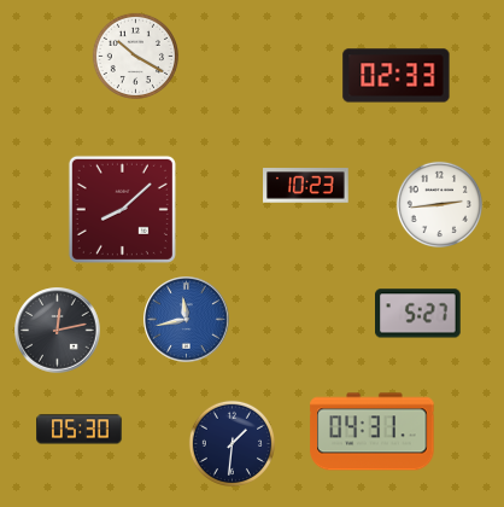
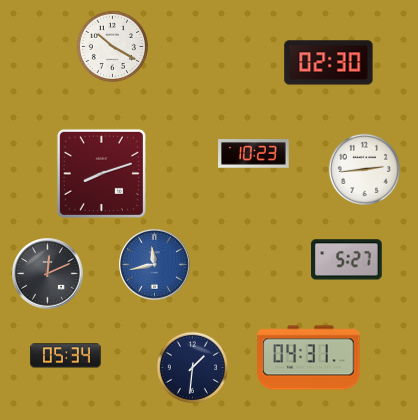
clock at (397, 76): 02:33 -> 02:30
clock at (122, 209): 8:08 -> 8:12
clock at (58, 331): 12:13 -> 12:11
clock at (80, 430): 05:30 -> 05:34
